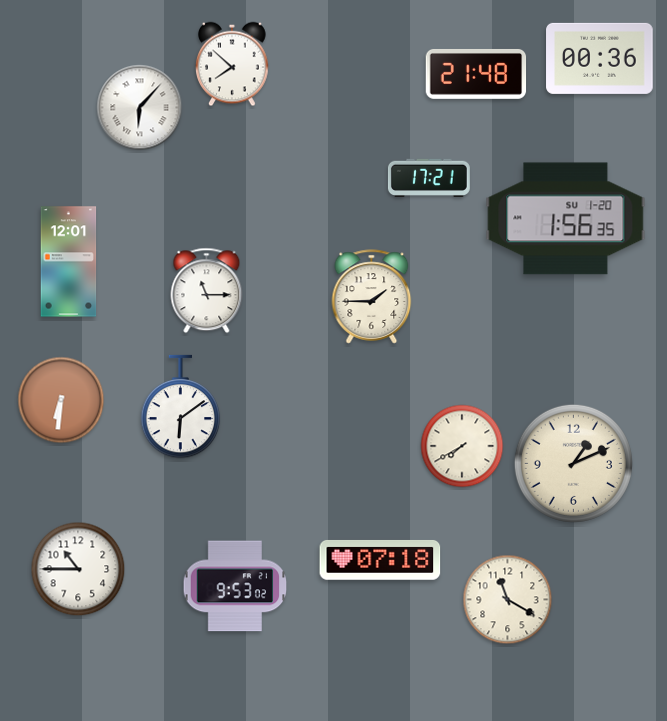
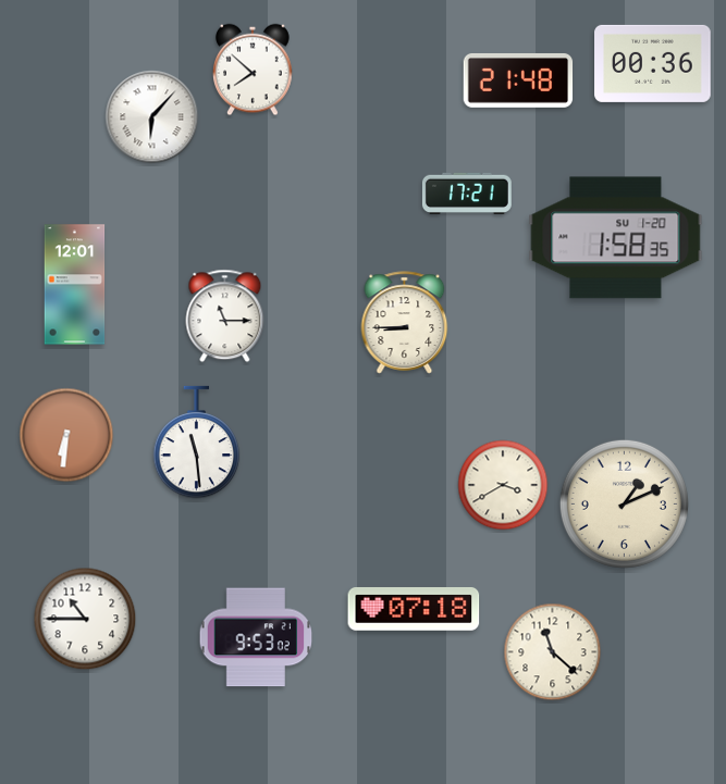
clock at (566, 219): 1:56 -> 1:58
clock at (372, 297): 1:45 -> 8:45
clock at (181, 407): 6:09 -> 11:29
clock at (462, 446): 7:40 -> 3:40
clock at (508, 600): 11:20 -> 11:22
